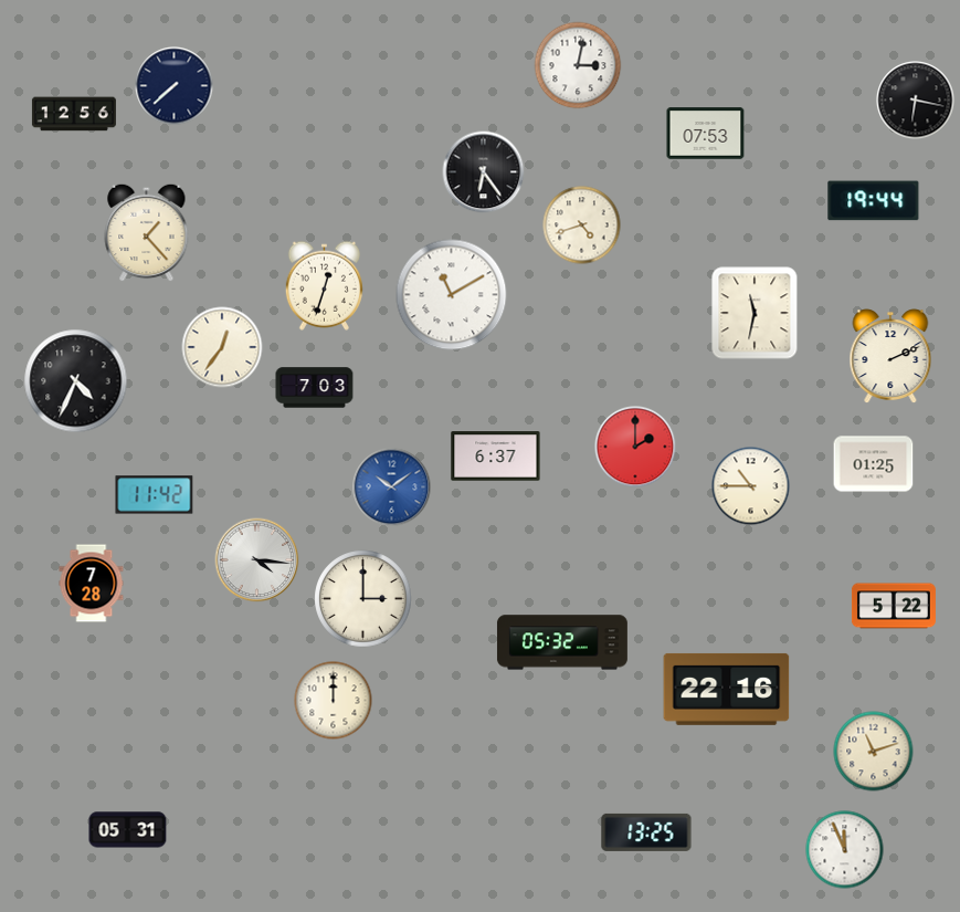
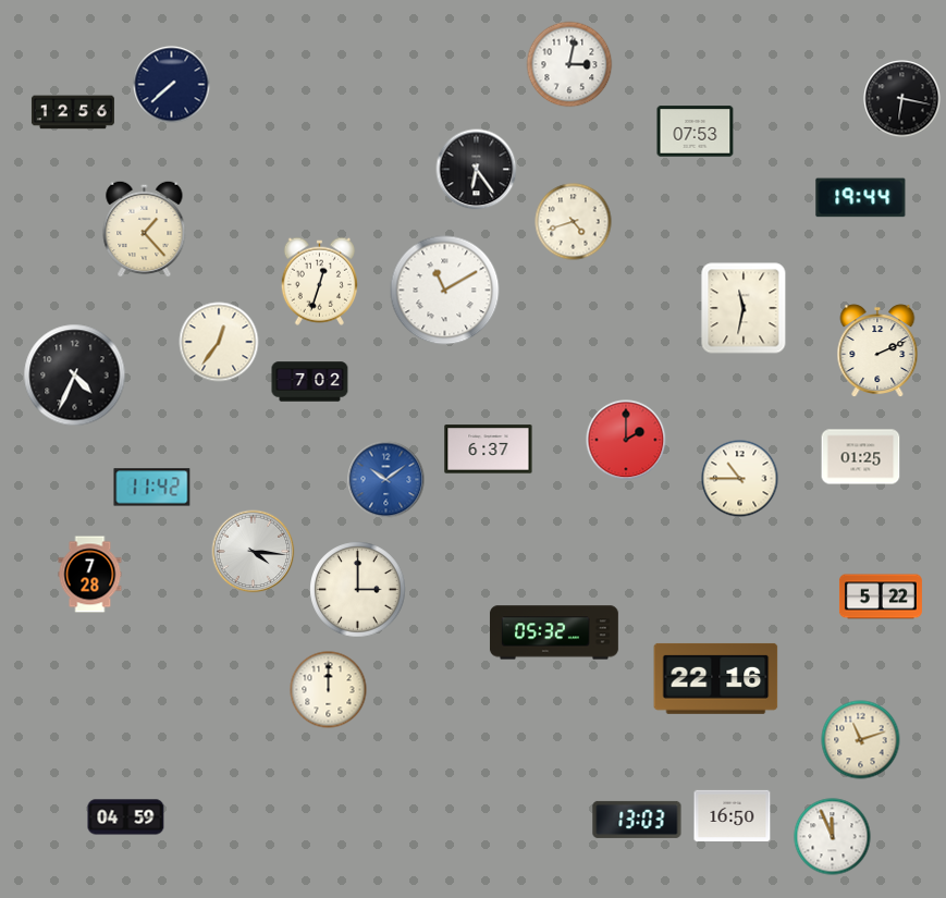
clock at (315, 388): 7:03 -> 7:02
clock at (733, 815): none -> 16:50
clock at (128, 830): 05:31 -> 04:59
clock at (646, 832): 13:25 -> 13:03
